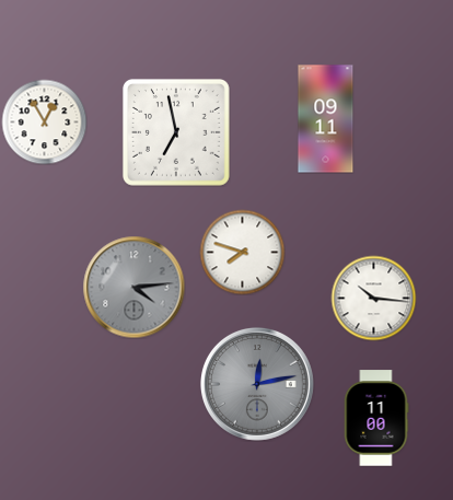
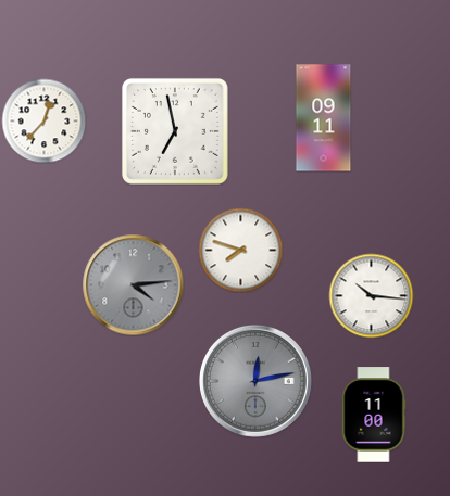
clock at (44, 121): 12:55 -> 12:37
